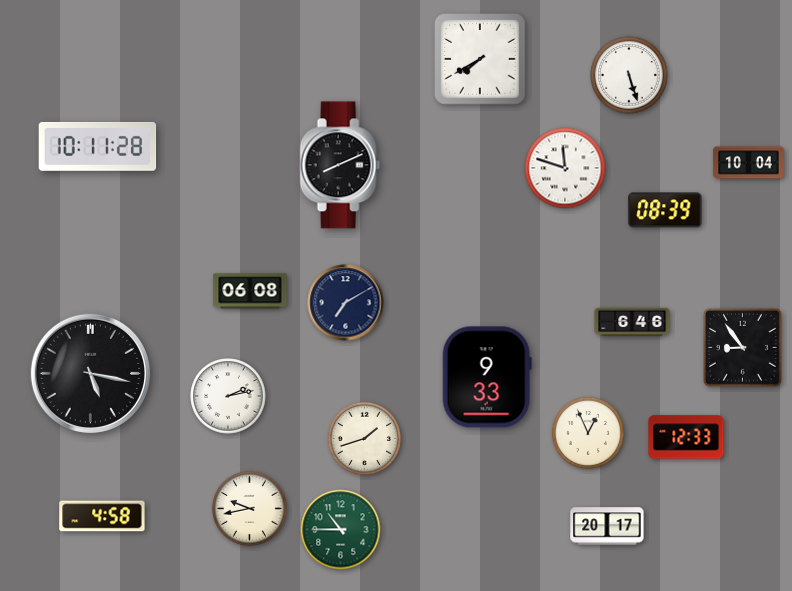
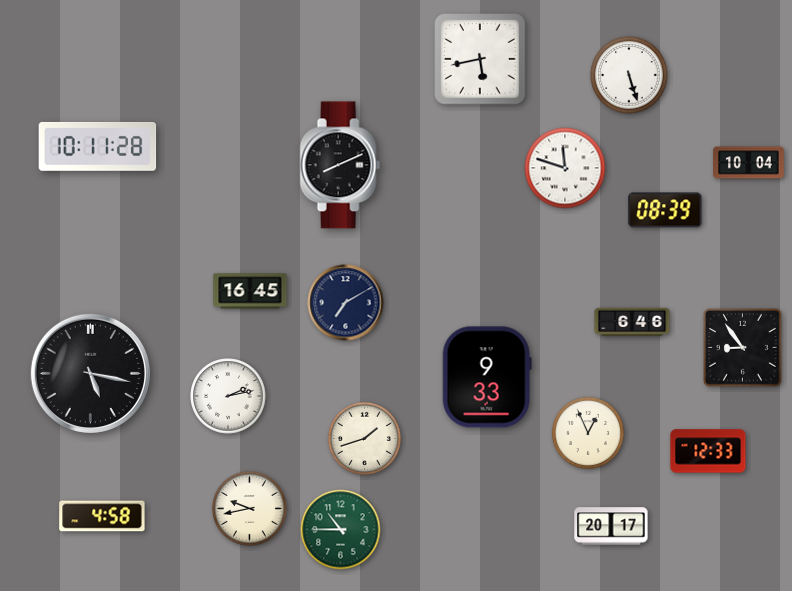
clock at (480, 59): 7:40 -> 5:43
clock at (250, 291): 06:08 -> 16:45
clock at (686, 437) position: (686, 437) -> (708, 451)
clock at (607, 526) position: (607, 526) -> (611, 526)
